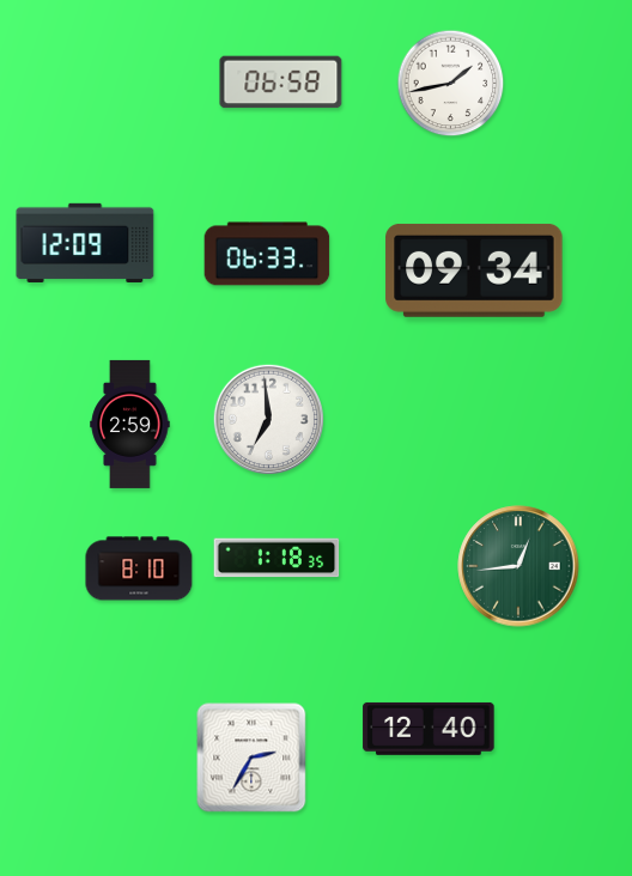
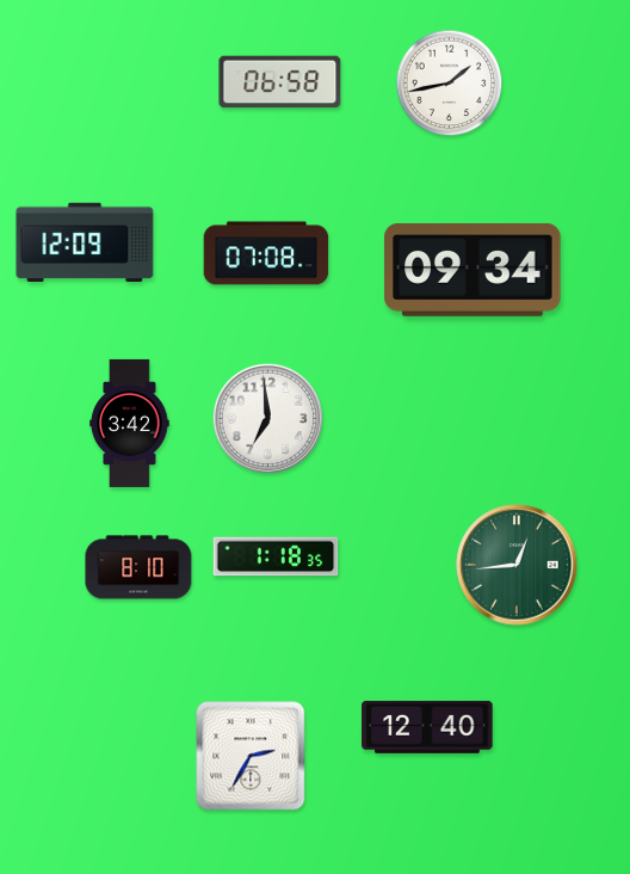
clock at (267, 254): 06:33 -> 07:08
clock at (130, 424): 2:59 -> 3:42
